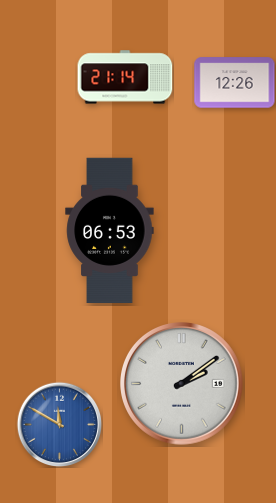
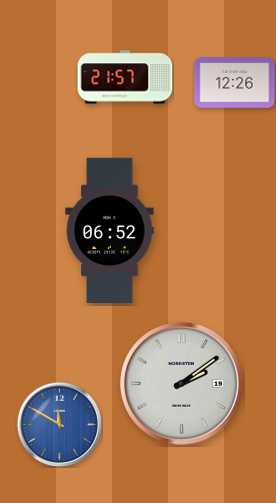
clock at (125, 77): 21:14 -> 21:57
clock at (110, 231): 06:53 -> 06:52
